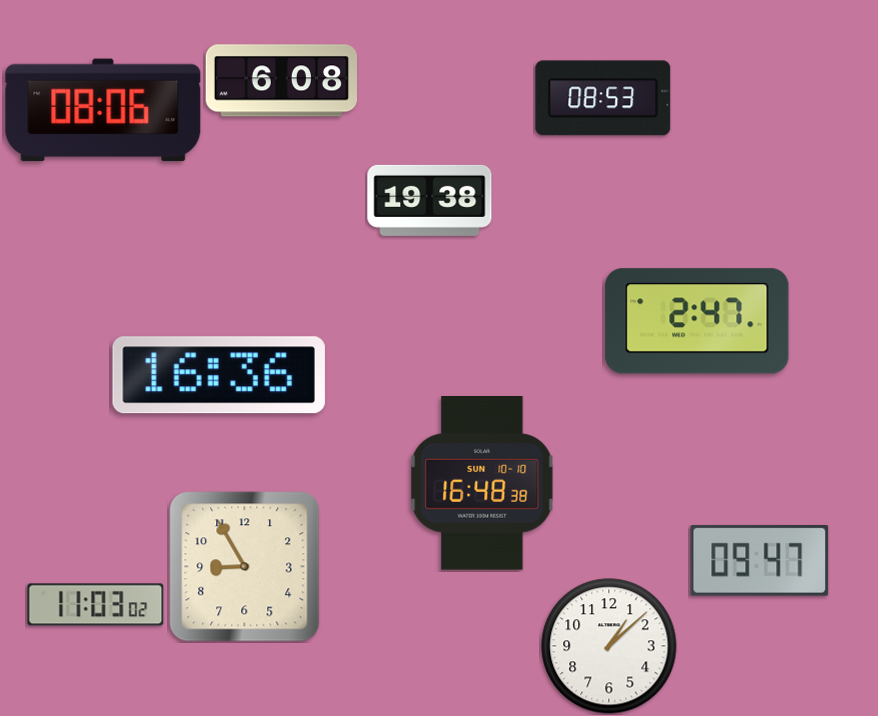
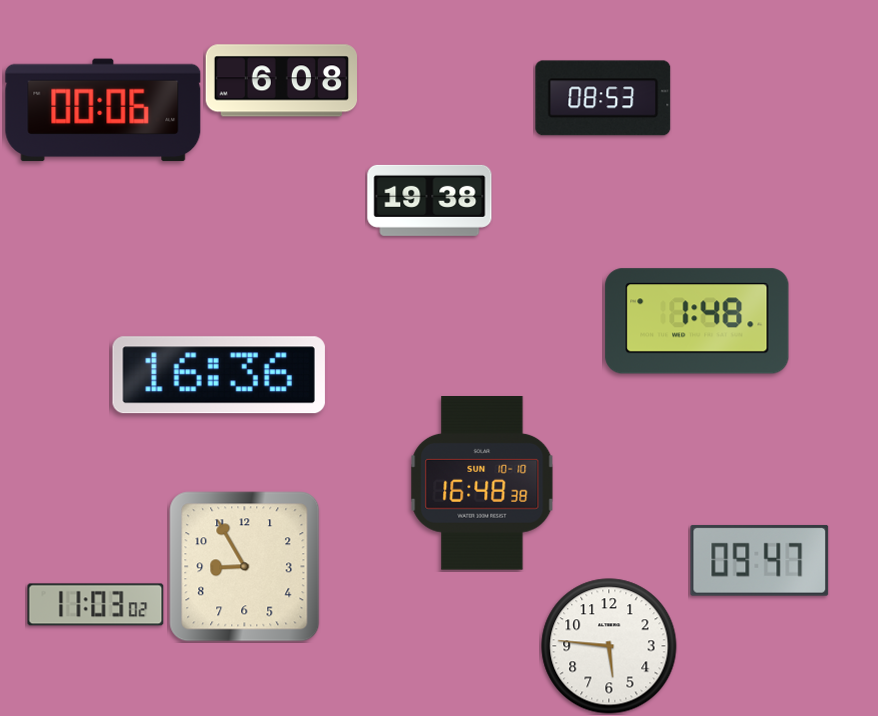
clock at (103, 110): 08:06 -> 00:06
clock at (697, 321): 2:47 -> 1:48
clock at (609, 646): 1:08 -> 5:46
